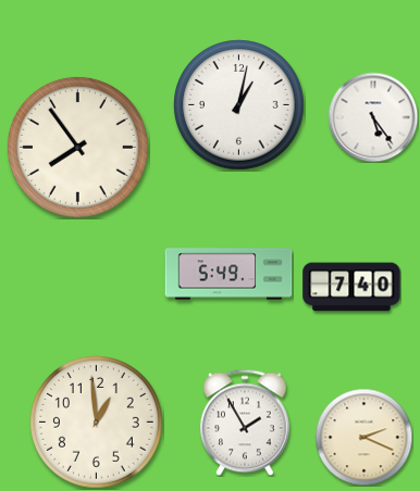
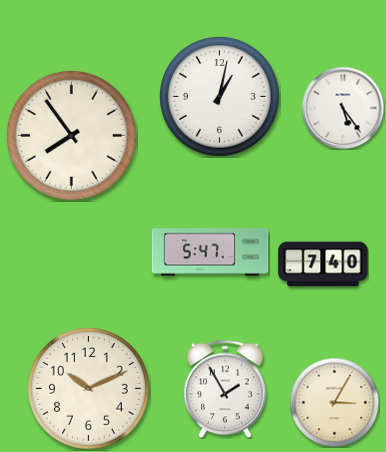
clock at (228, 274): 5:49 -> 5:47
clock at (97, 423): 12:59 -> 10:11
clock at (363, 437): 2:19 -> 3:05
